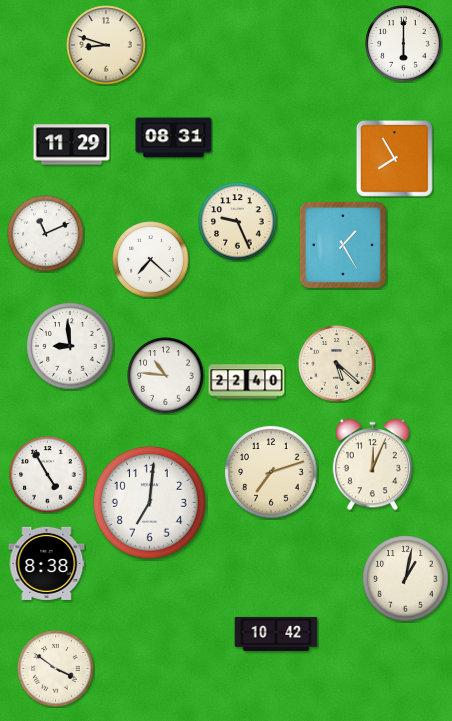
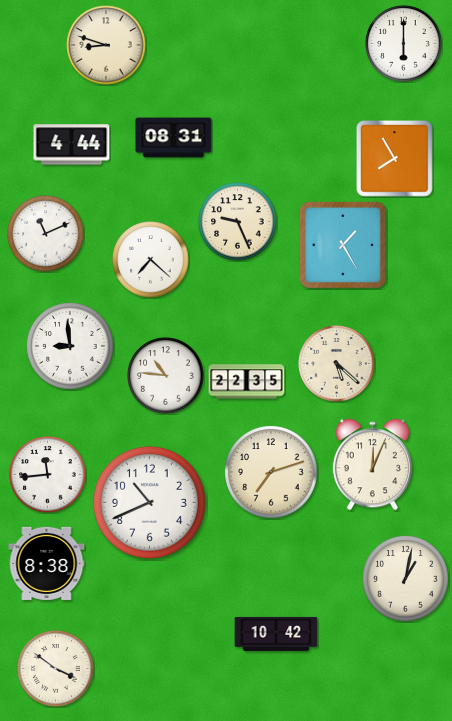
clock at (72, 145): 11:29 -> 4:44
clock at (247, 382): 22:40 -> 22:35
clock at (48, 475): 4:55 -> 11:44
clock at (149, 502): 7:01 -> 10:41
